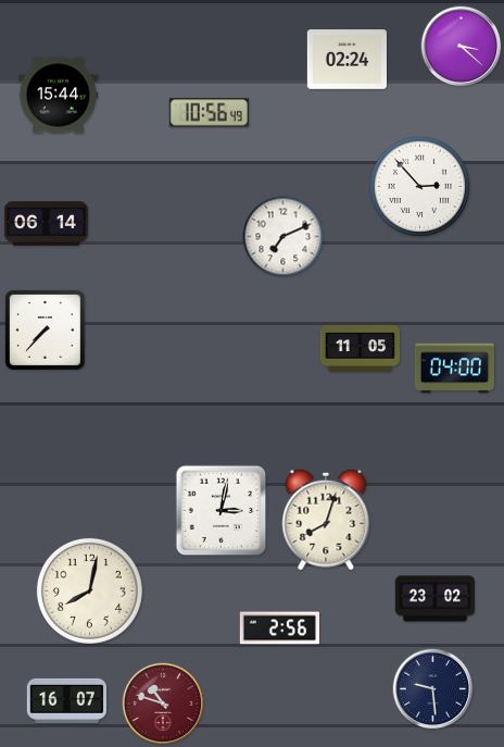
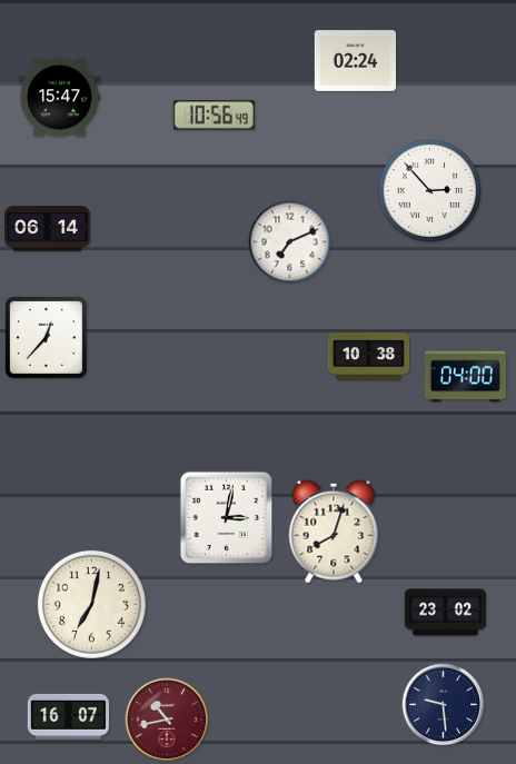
clock at (462, 47): 3:22 -> none
clock at (58, 96): 15:44 -> 15:47
clock at (45, 329): 7:37 -> 12:37
clock at (360, 348): 11:05 -> 10:38
clock at (222, 511) position: (222, 511) -> (227, 518)
clock at (89, 590): 8:02 -> 7:02
clock at (279, 628): 2:56 -> none
clock at (163, 704): 10:48 -> 10:43
